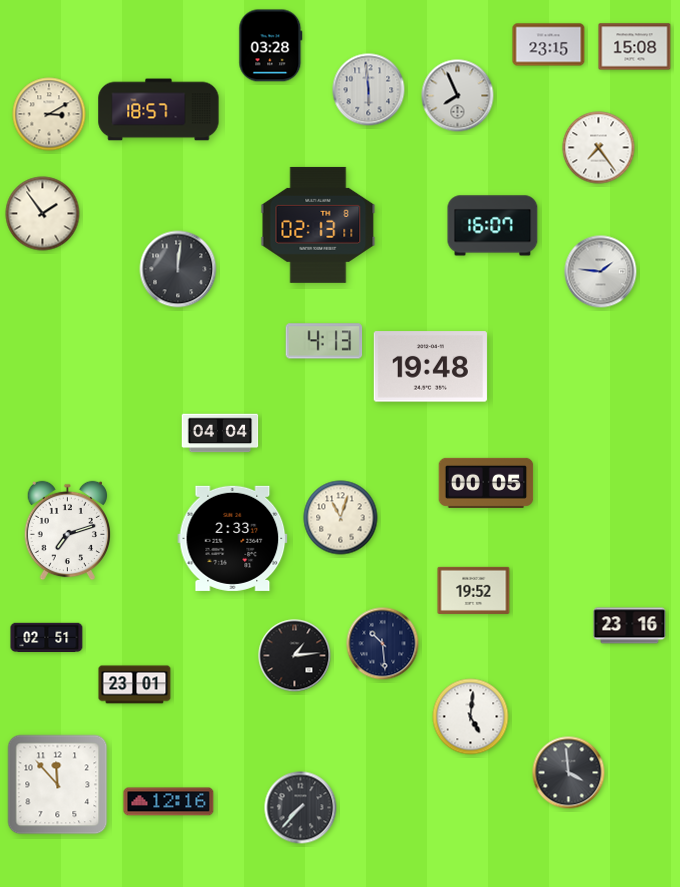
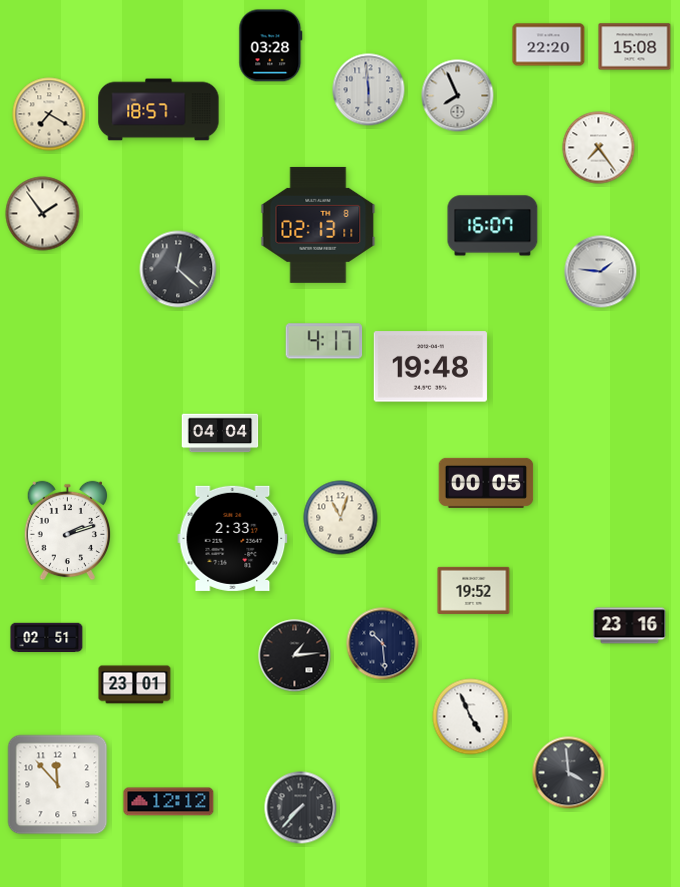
clock at (549, 45): 23:15 -> 22:20
clock at (49, 114): 3:10 -> 7:20
clock at (178, 269): 12:01 -> 12:22
clock at (324, 341): 4:13 -> 4:17
clock at (67, 531): 7:12 -> 2:12
clock at (471, 717): 5:01 -> 4:56
clock at (169, 802): 12:16 -> 12:12
